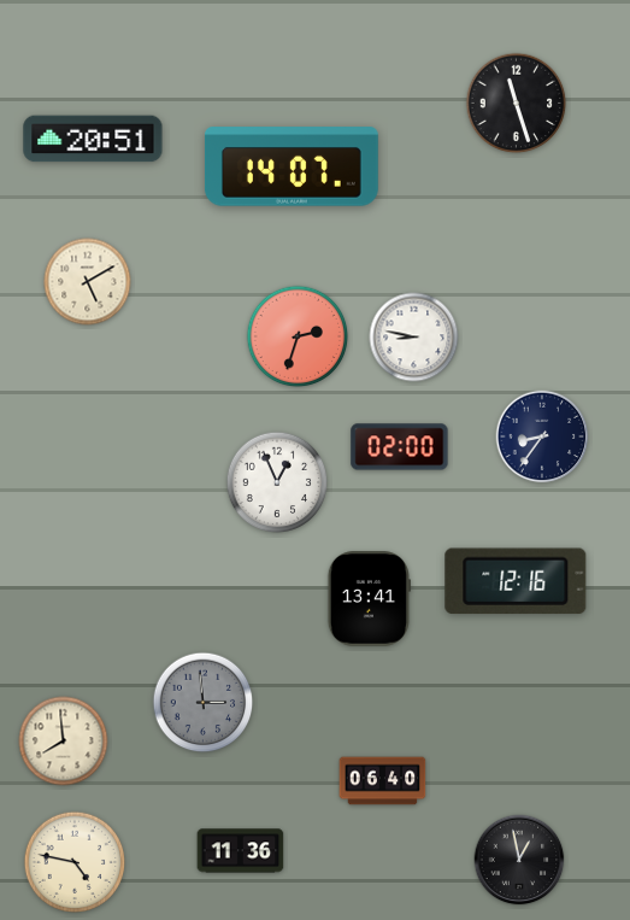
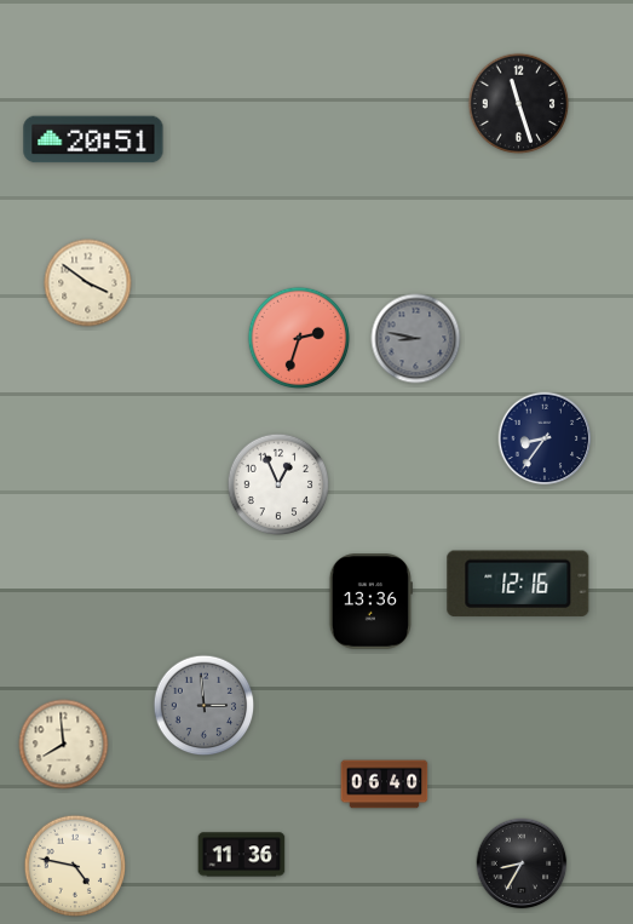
clock at (292, 166): 14:07 -> none
clock at (88, 282): 5:10 -> 3:51
clock at (414, 338) dial: white -> grey
clock at (400, 447): 02:00 -> none
clock at (369, 599): 13:41 -> 13:36
clock at (519, 860): 12:58 -> 8:35
